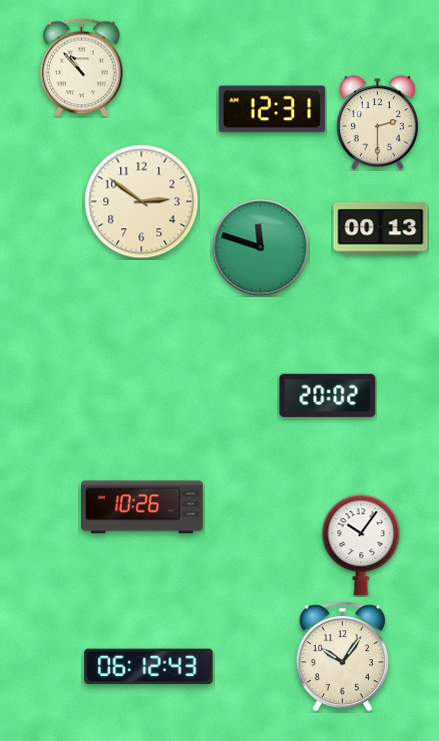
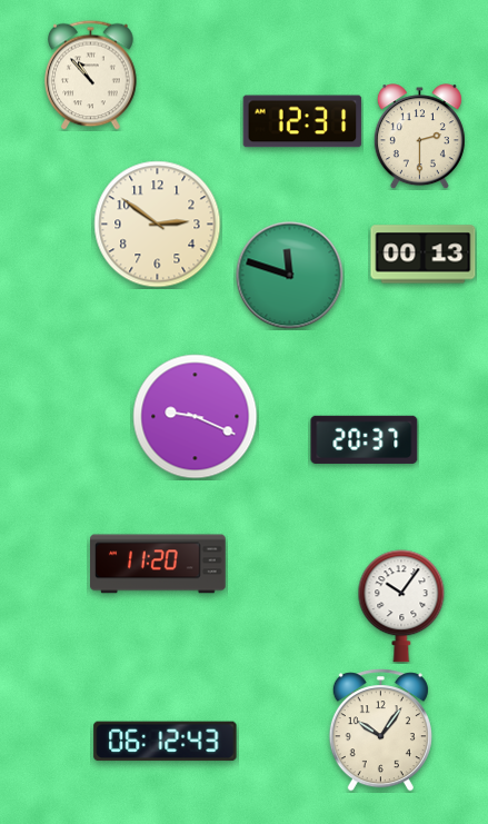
clock at (196, 417): none -> 9:19
clock at (328, 395): 20:02 -> 20:37
clock at (142, 507): 10:26 -> 11:20
